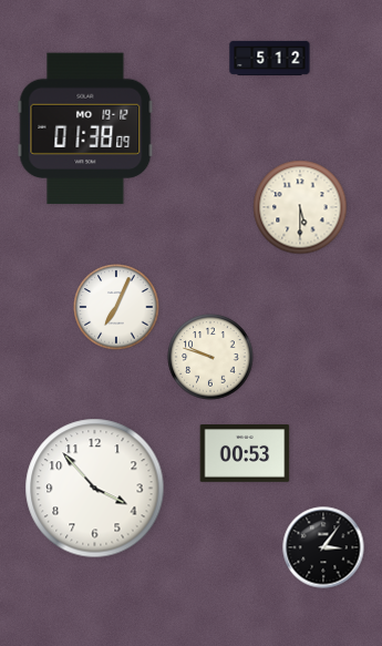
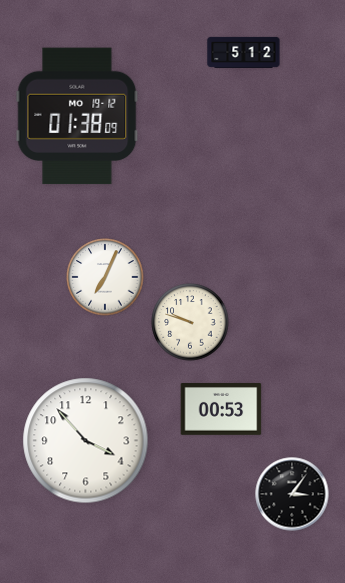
clock at (300, 207): 5:30 -> none
